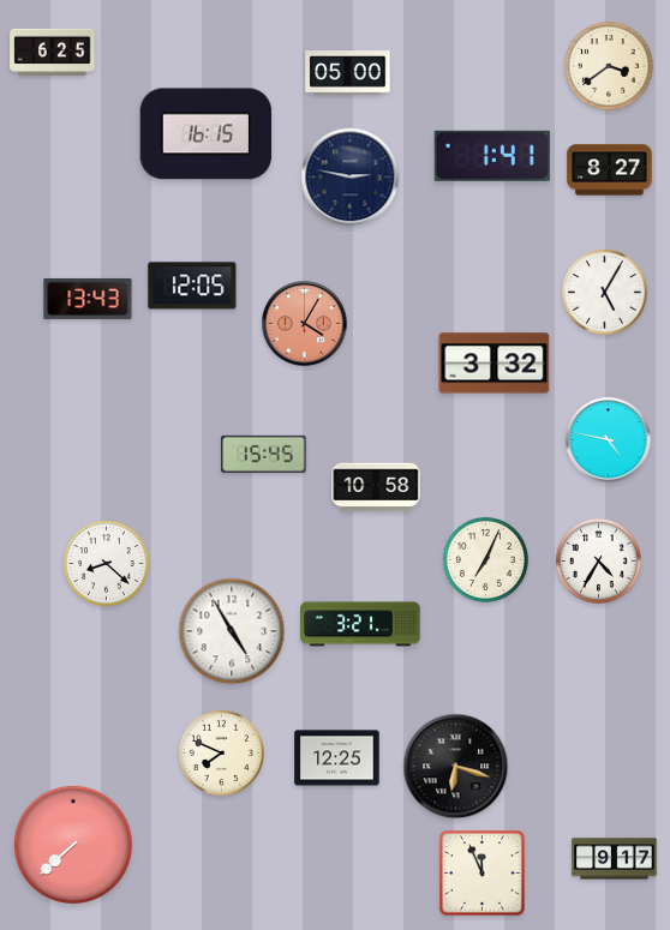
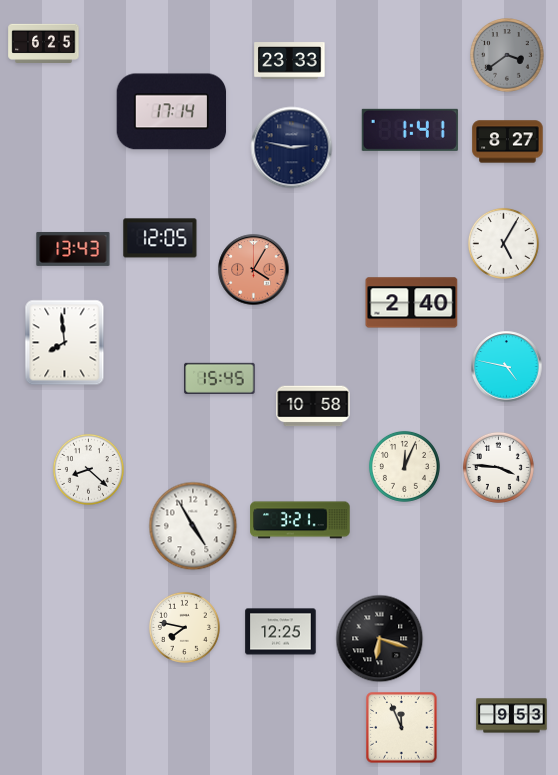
clock at (609, 66) dial: cream -> grey
clock at (348, 73): 05:00 -> 23:33
clock at (207, 134): 16:15 -> 17:14
clock at (495, 364): 3:32 -> 2:40
clock at (65, 343): none -> 7:59
clock at (485, 559): 7:04 -> 12:04
clock at (598, 560): 4:35 -> 3:46
clock at (221, 752): 7:49 -> 7:47
clock at (73, 845): 7:38 -> none
clock at (615, 859): 9:17 -> 9:53
